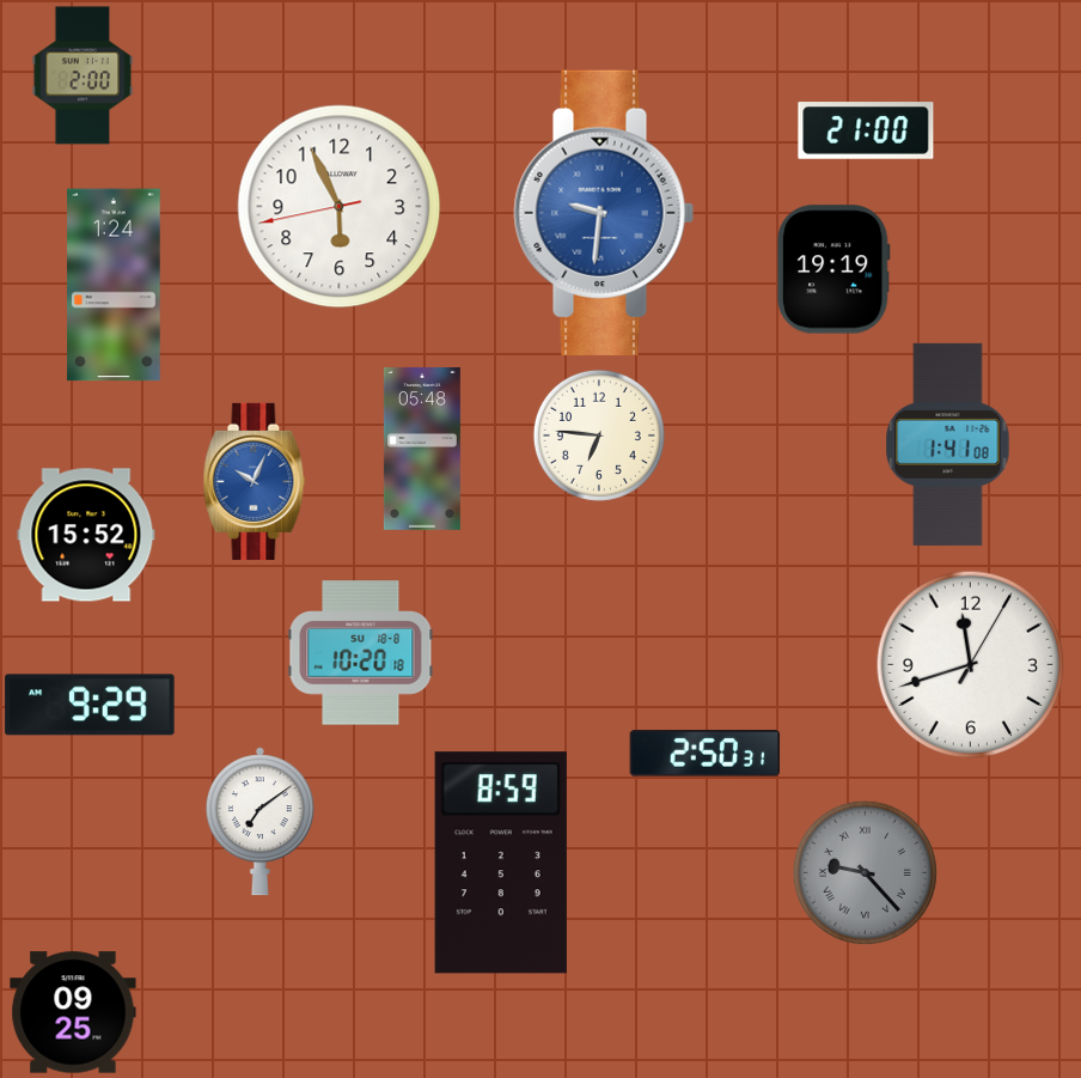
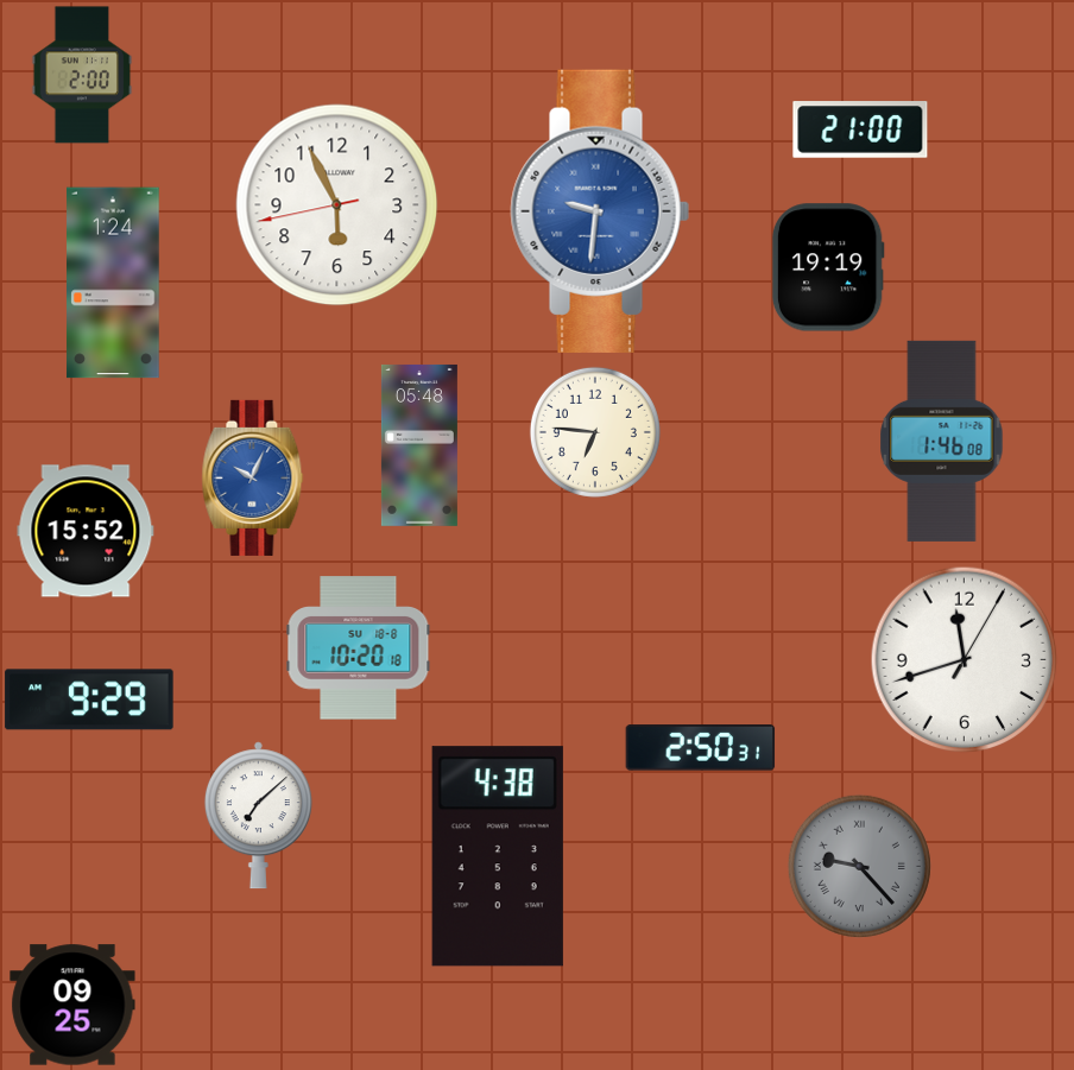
clock at (948, 444): 1:41 -> 1:46
clock at (259, 822): 7:09 -> 7:08
clock at (501, 863): 8:59 -> 4:38
